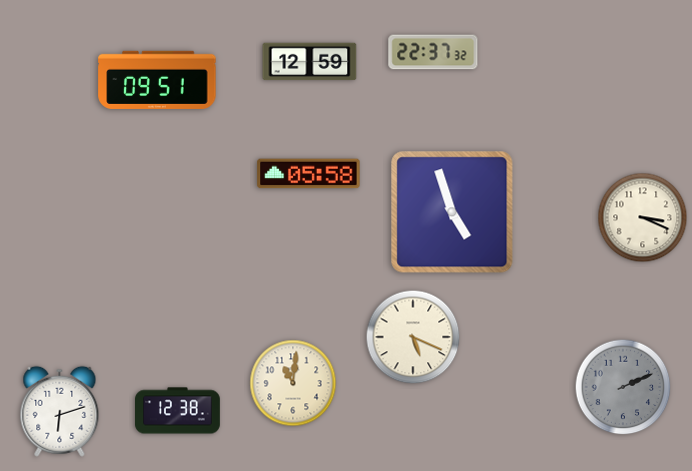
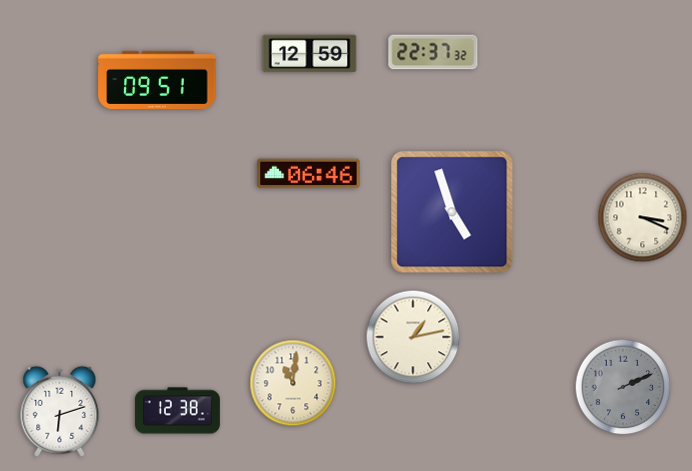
clock at (310, 62) position: (310, 62) -> (310, 54)
clock at (309, 174): 05:58 -> 06:46
clock at (413, 337): 5:19 -> 1:13
